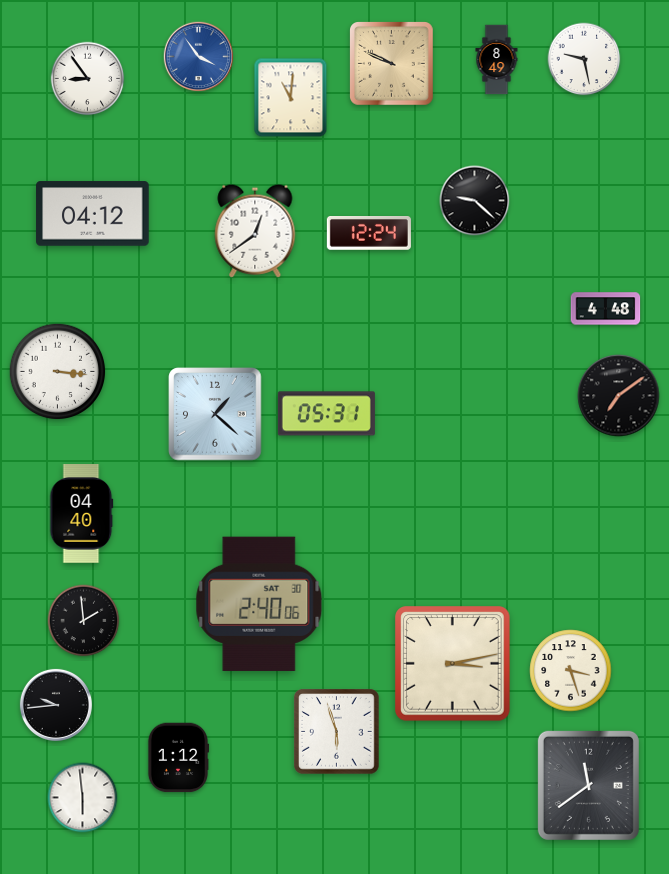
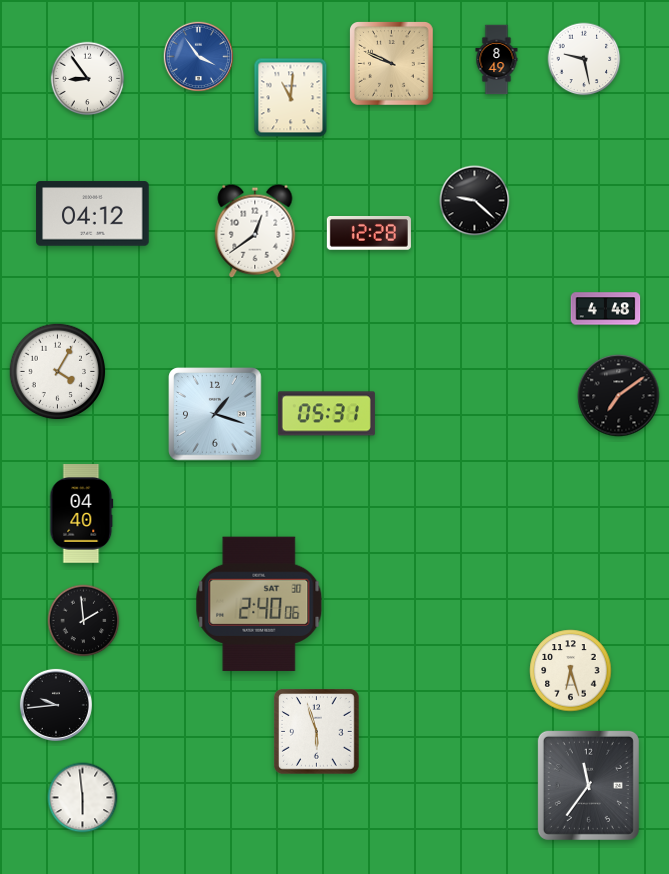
clock at (369, 234): 12:24 -> 12:28
clock at (58, 372): 3:16 -> 4:05
clock at (215, 414): 1:22 -> 1:18
clock at (453, 664): 3:13 -> none
clock at (571, 671): 3:27 -> 6:27
clock at (337, 732) position: (337, 732) -> (317, 732)
clock at (178, 758): 1:12 -> none
clock at (588, 785): 11:39 -> 11:36
